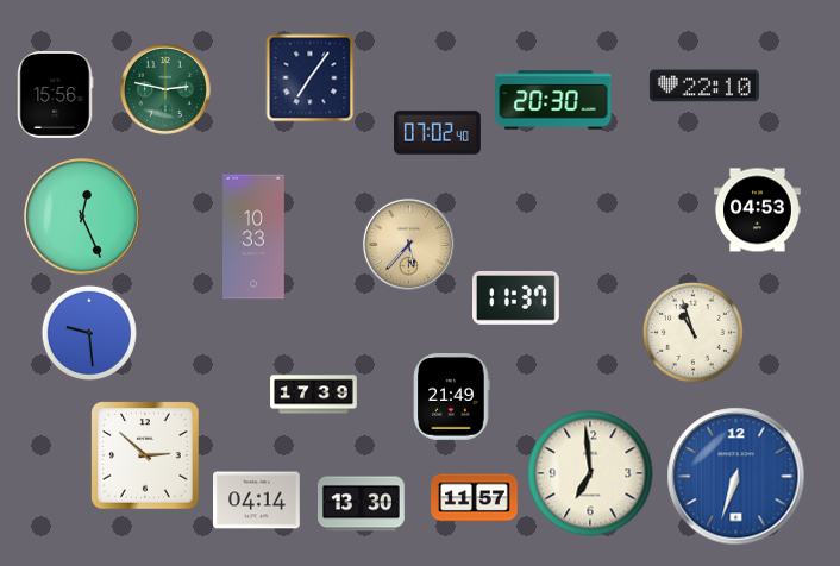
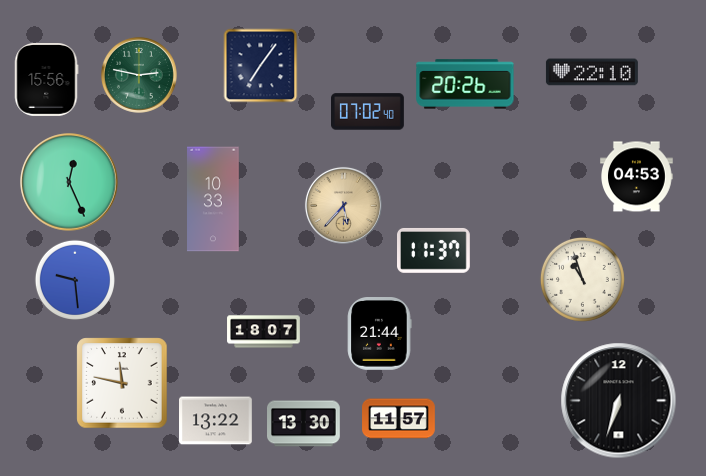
clock at (553, 100): 20:30 -> 20:26
clock at (314, 395): 17:39 -> 18:07
clock at (452, 397): 21:49 -> 21:44
clock at (145, 455): 2:52 -> 11:47
clock at (590, 473): 6:59 -> none
clock at (736, 477) dial: blue -> black
clock at (257, 501): 04:14 -> 13:22
